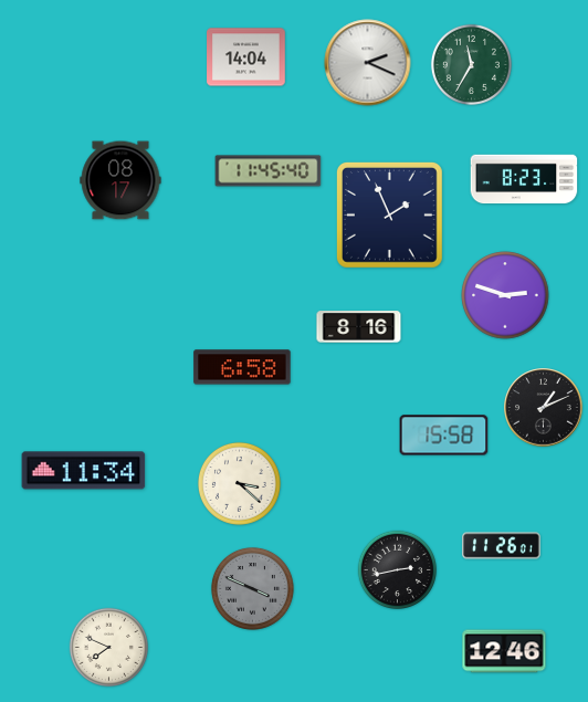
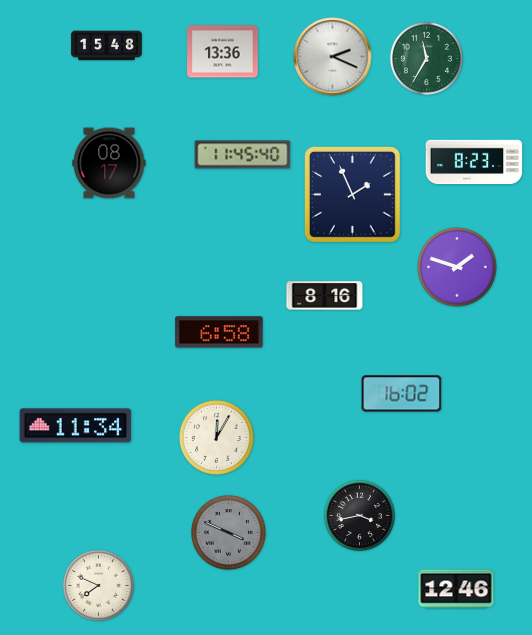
clock at (107, 46): none -> 15:48
clock at (246, 57): 14:04 -> 13:36
clock at (505, 295): 2:48 -> 1:48
clock at (544, 408): 1:11 -> none
clock at (444, 436): 15:58 -> 16:02
clock at (239, 483): 3:22 -> 12:05
clock at (502, 546): 11:26 -> none
clock at (397, 569): 2:43 -> 3:43
